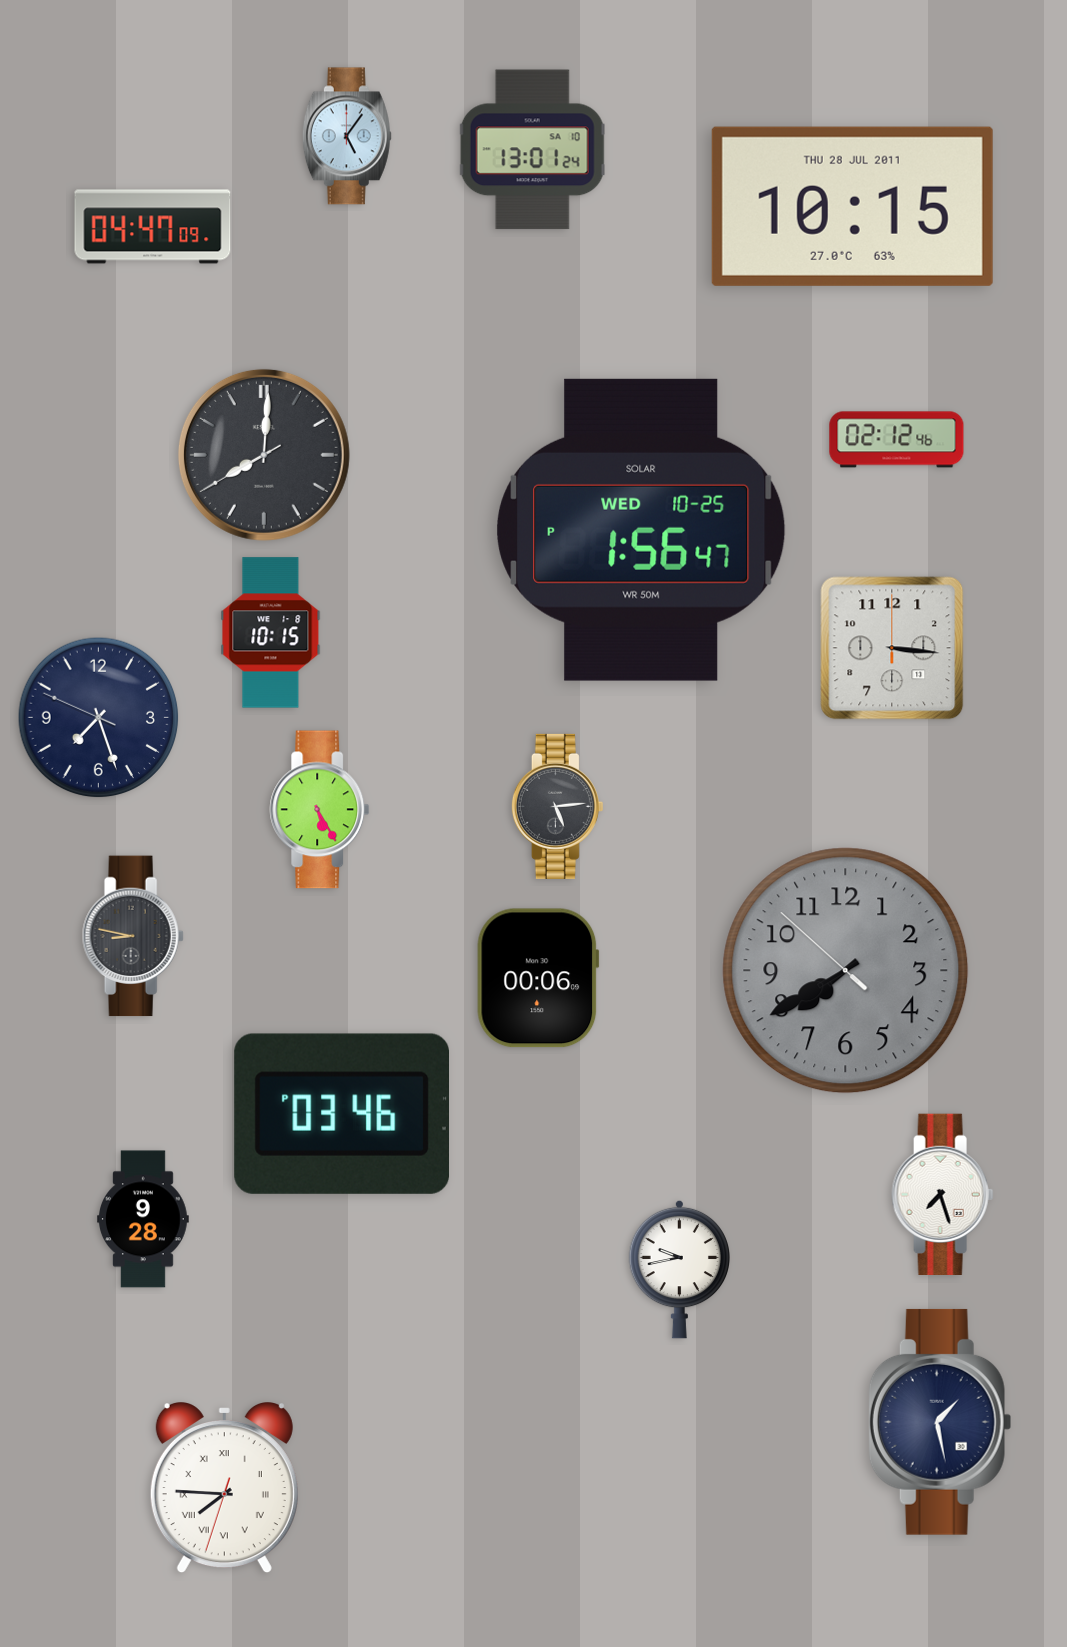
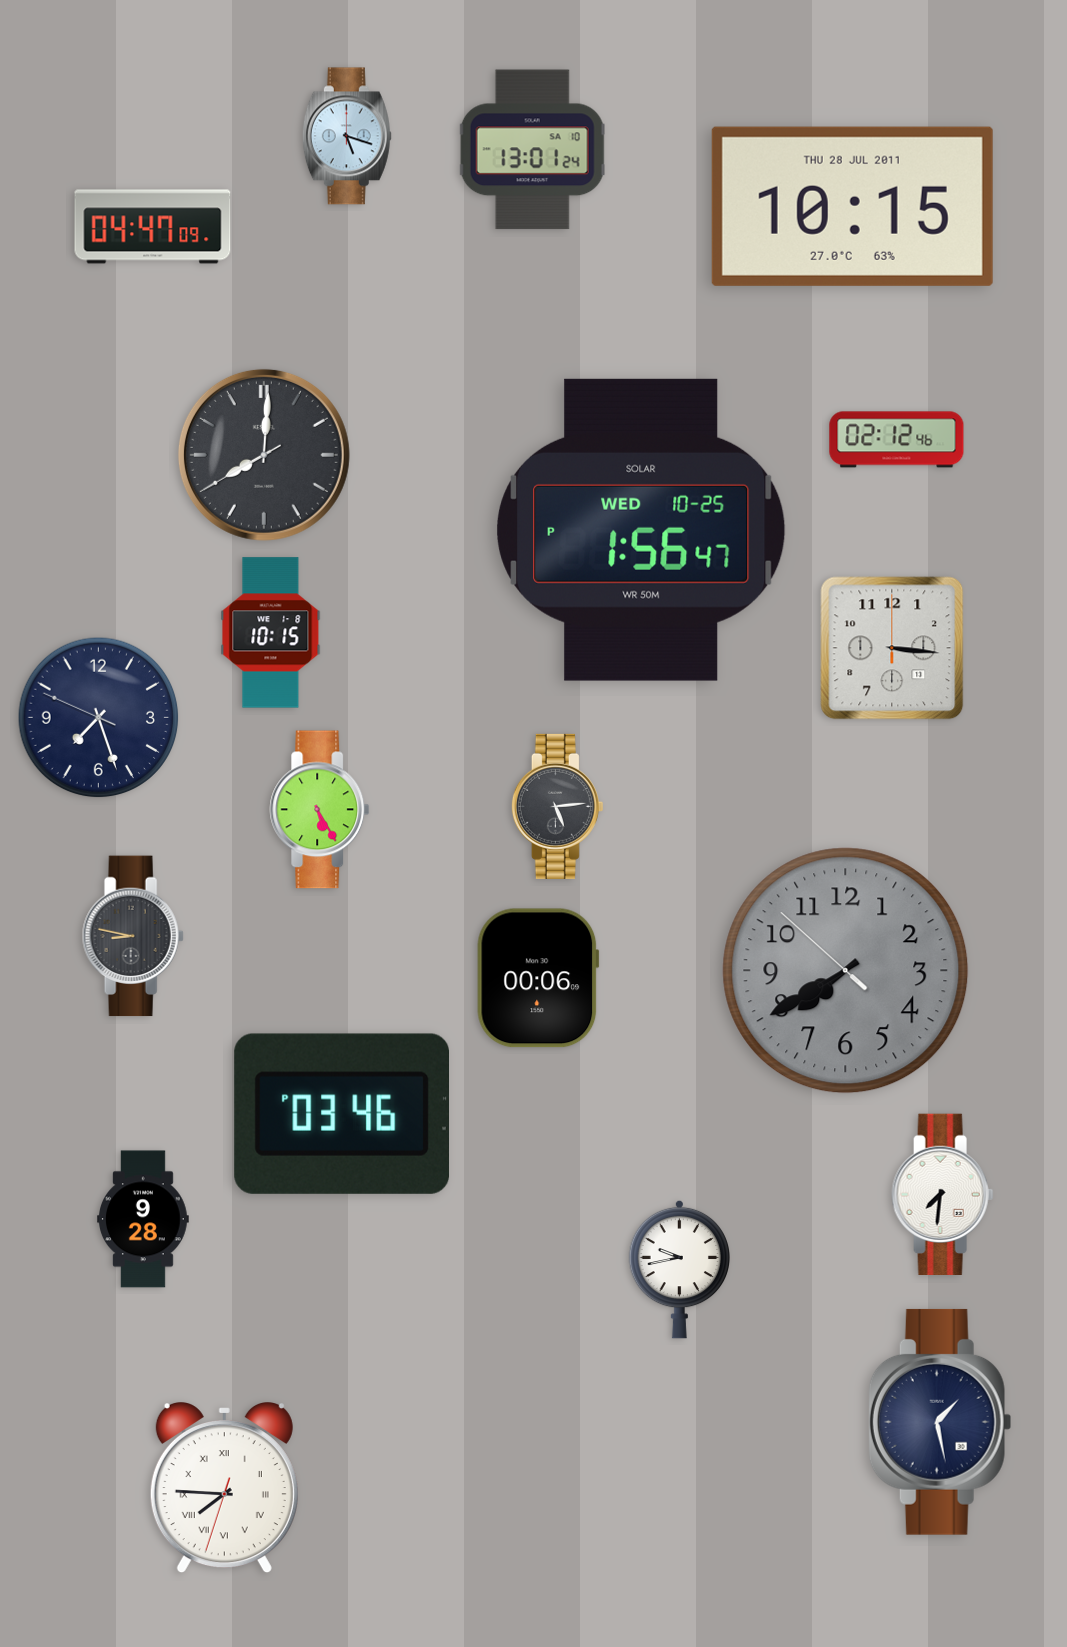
clock at (347, 136): 5:06 -> 5:18
clock at (943, 1194): 7:27 -> 7:31
